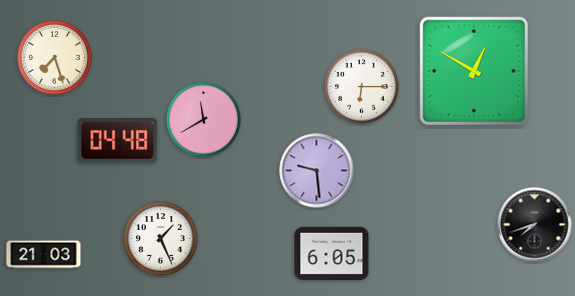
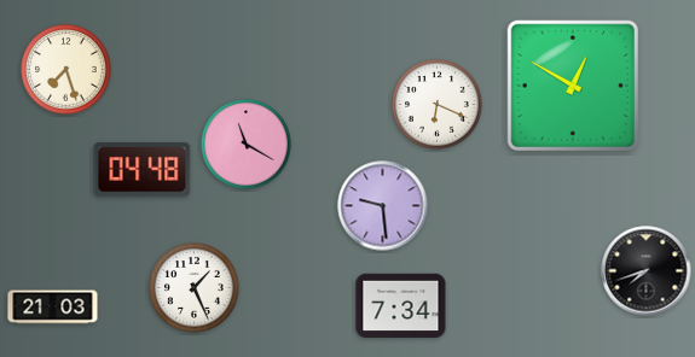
clock at (362, 87): 6:15 -> 6:19
clock at (204, 120): 11:40 -> 11:20
clock at (332, 254): 6:05 -> 7:34
